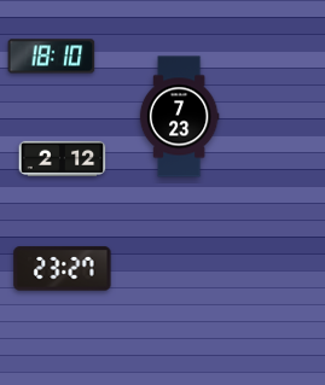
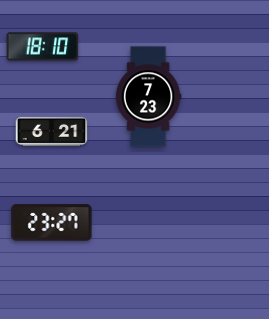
clock at (63, 158): 2:12 -> 6:21
